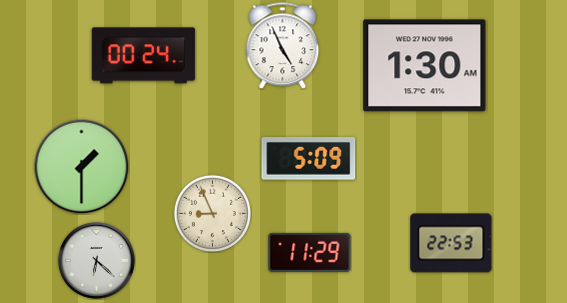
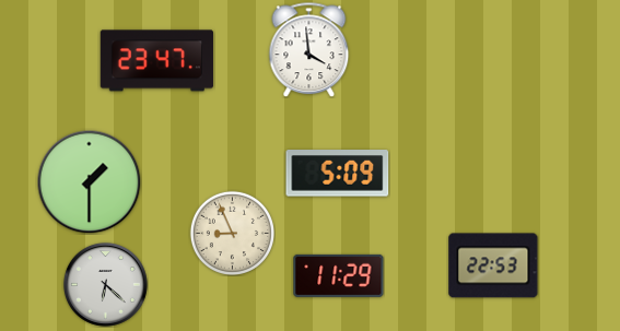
clock at (283, 45): 4:56 -> 3:59
clock at (143, 56): 00:24 -> 23:47
clock at (425, 66): 1:30 -> none
